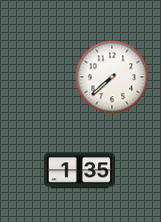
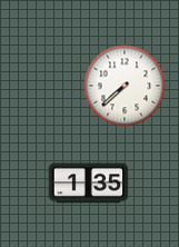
clock at (80, 171) position: (80, 171) -> (89, 184)
